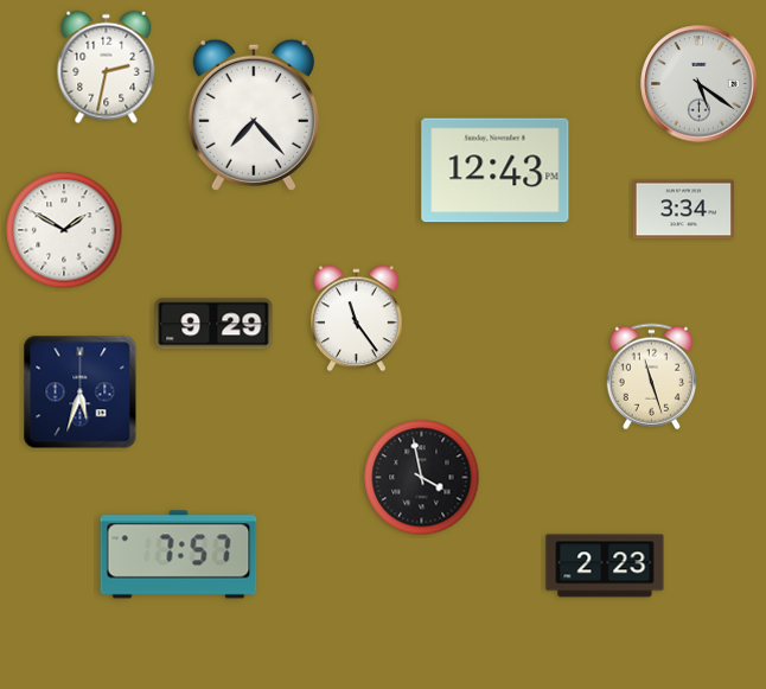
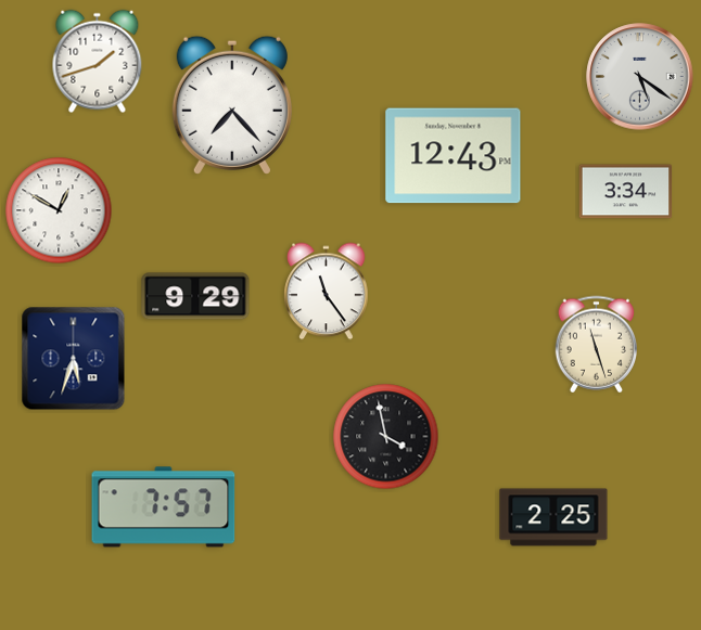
clock at (107, 68): 2:32 -> 1:42
clock at (64, 230): 1:50 -> 12:50
clock at (605, 566): 2:23 -> 2:25
